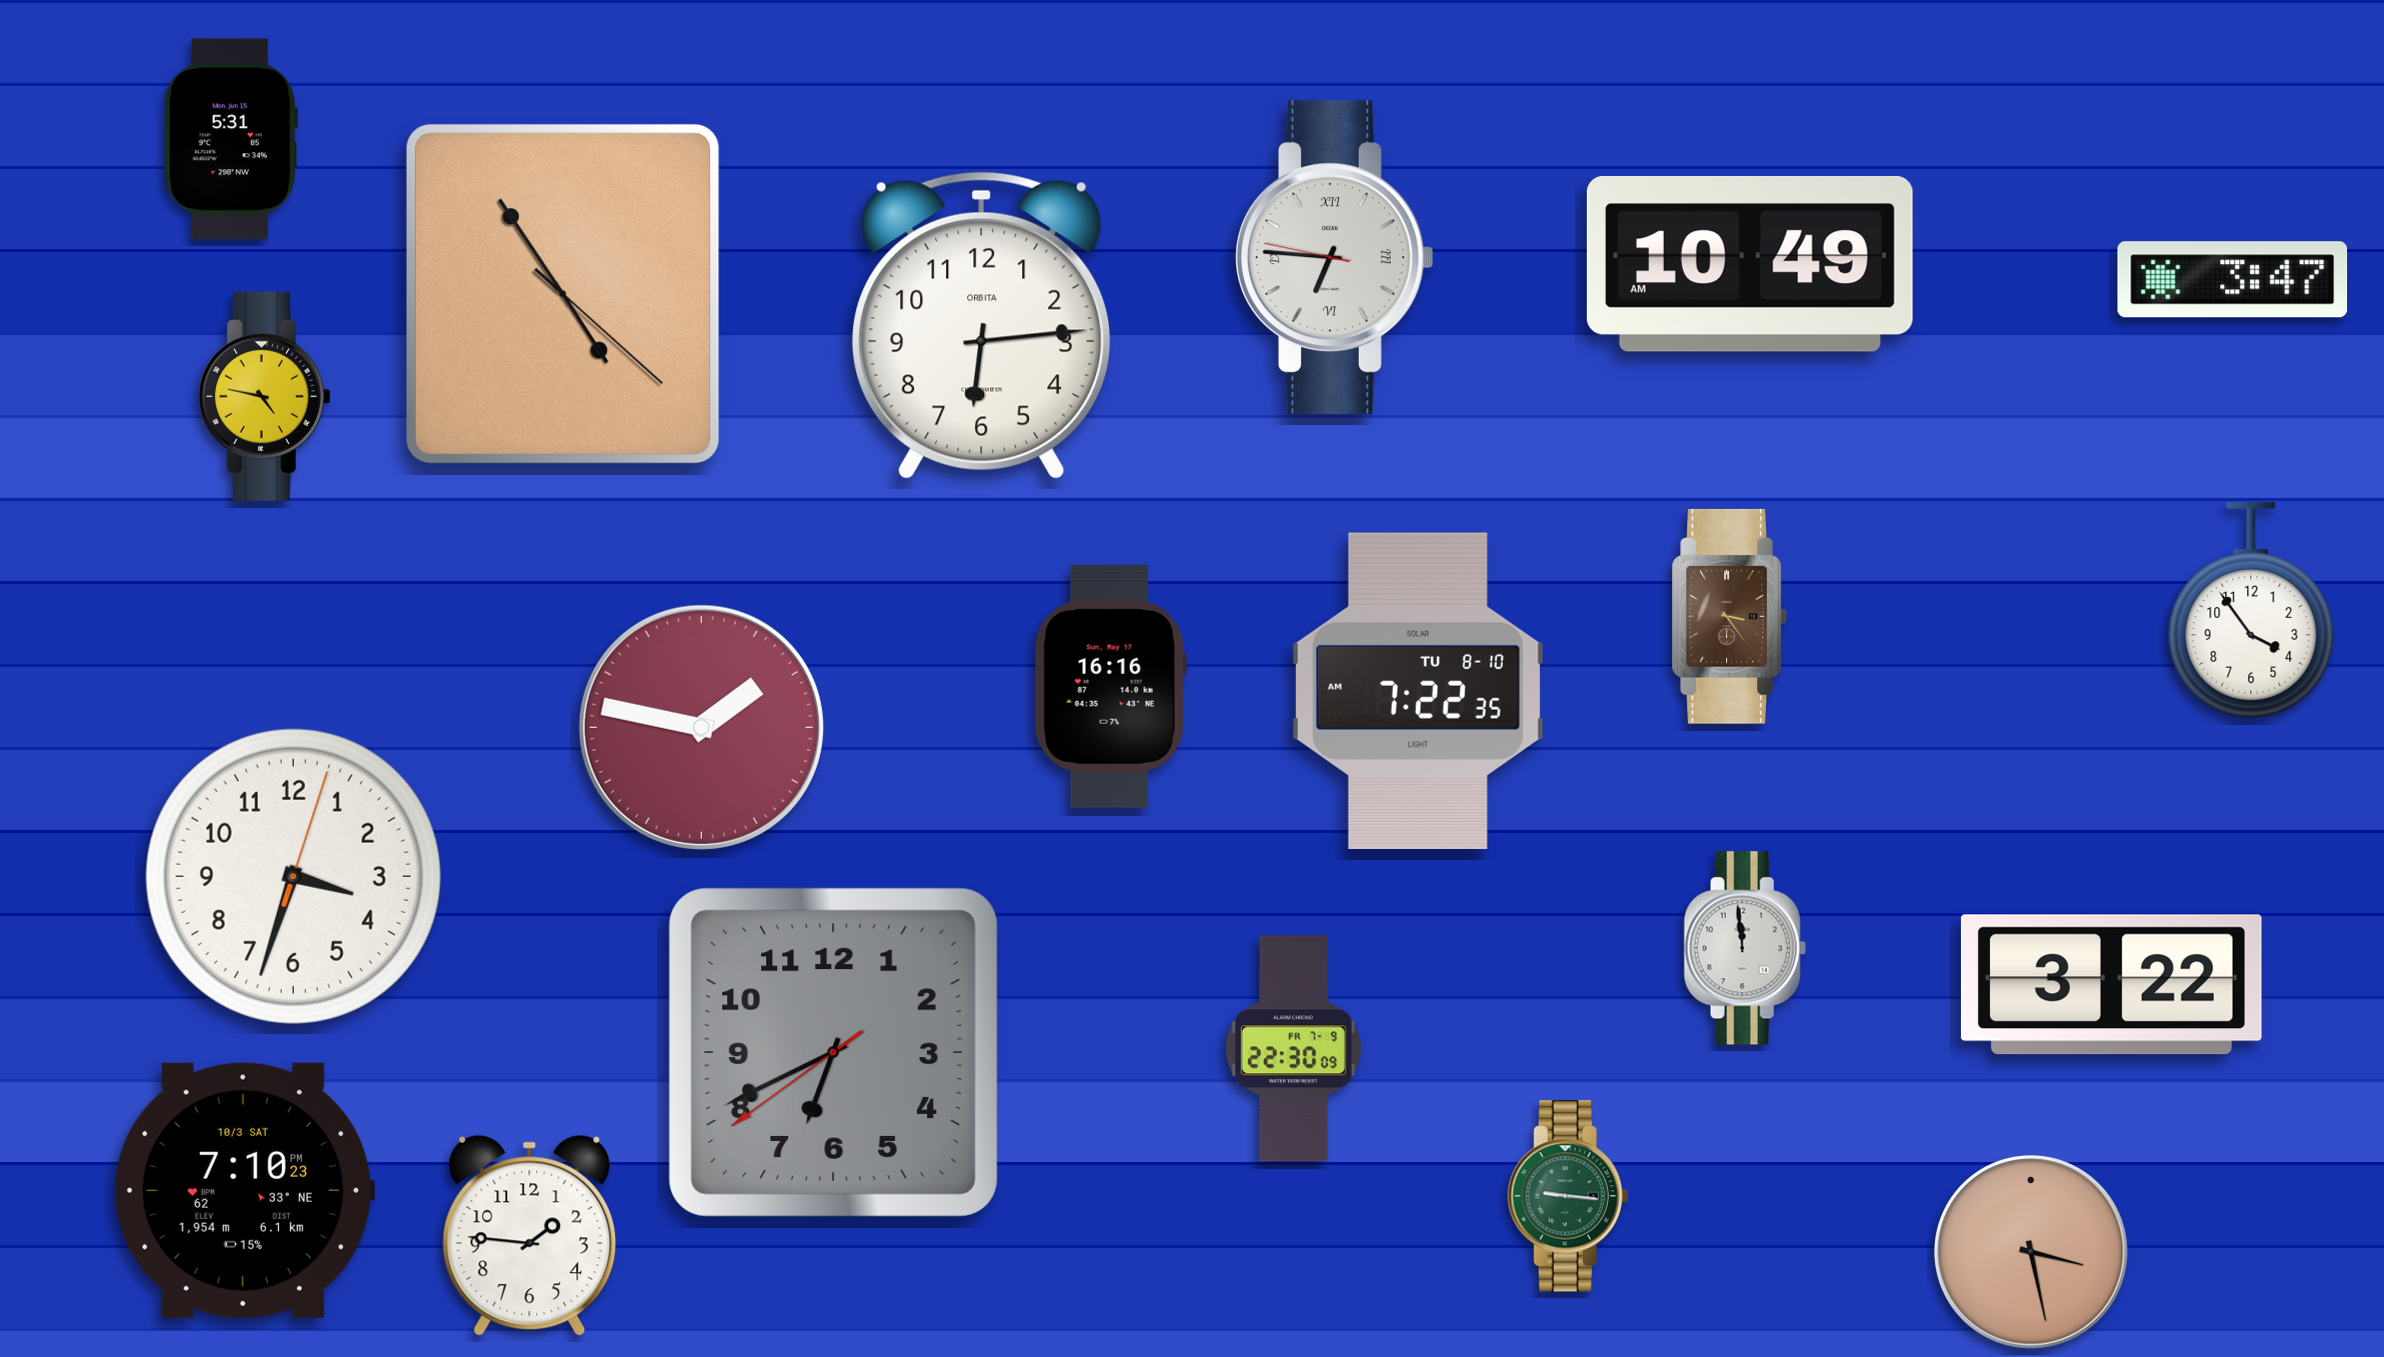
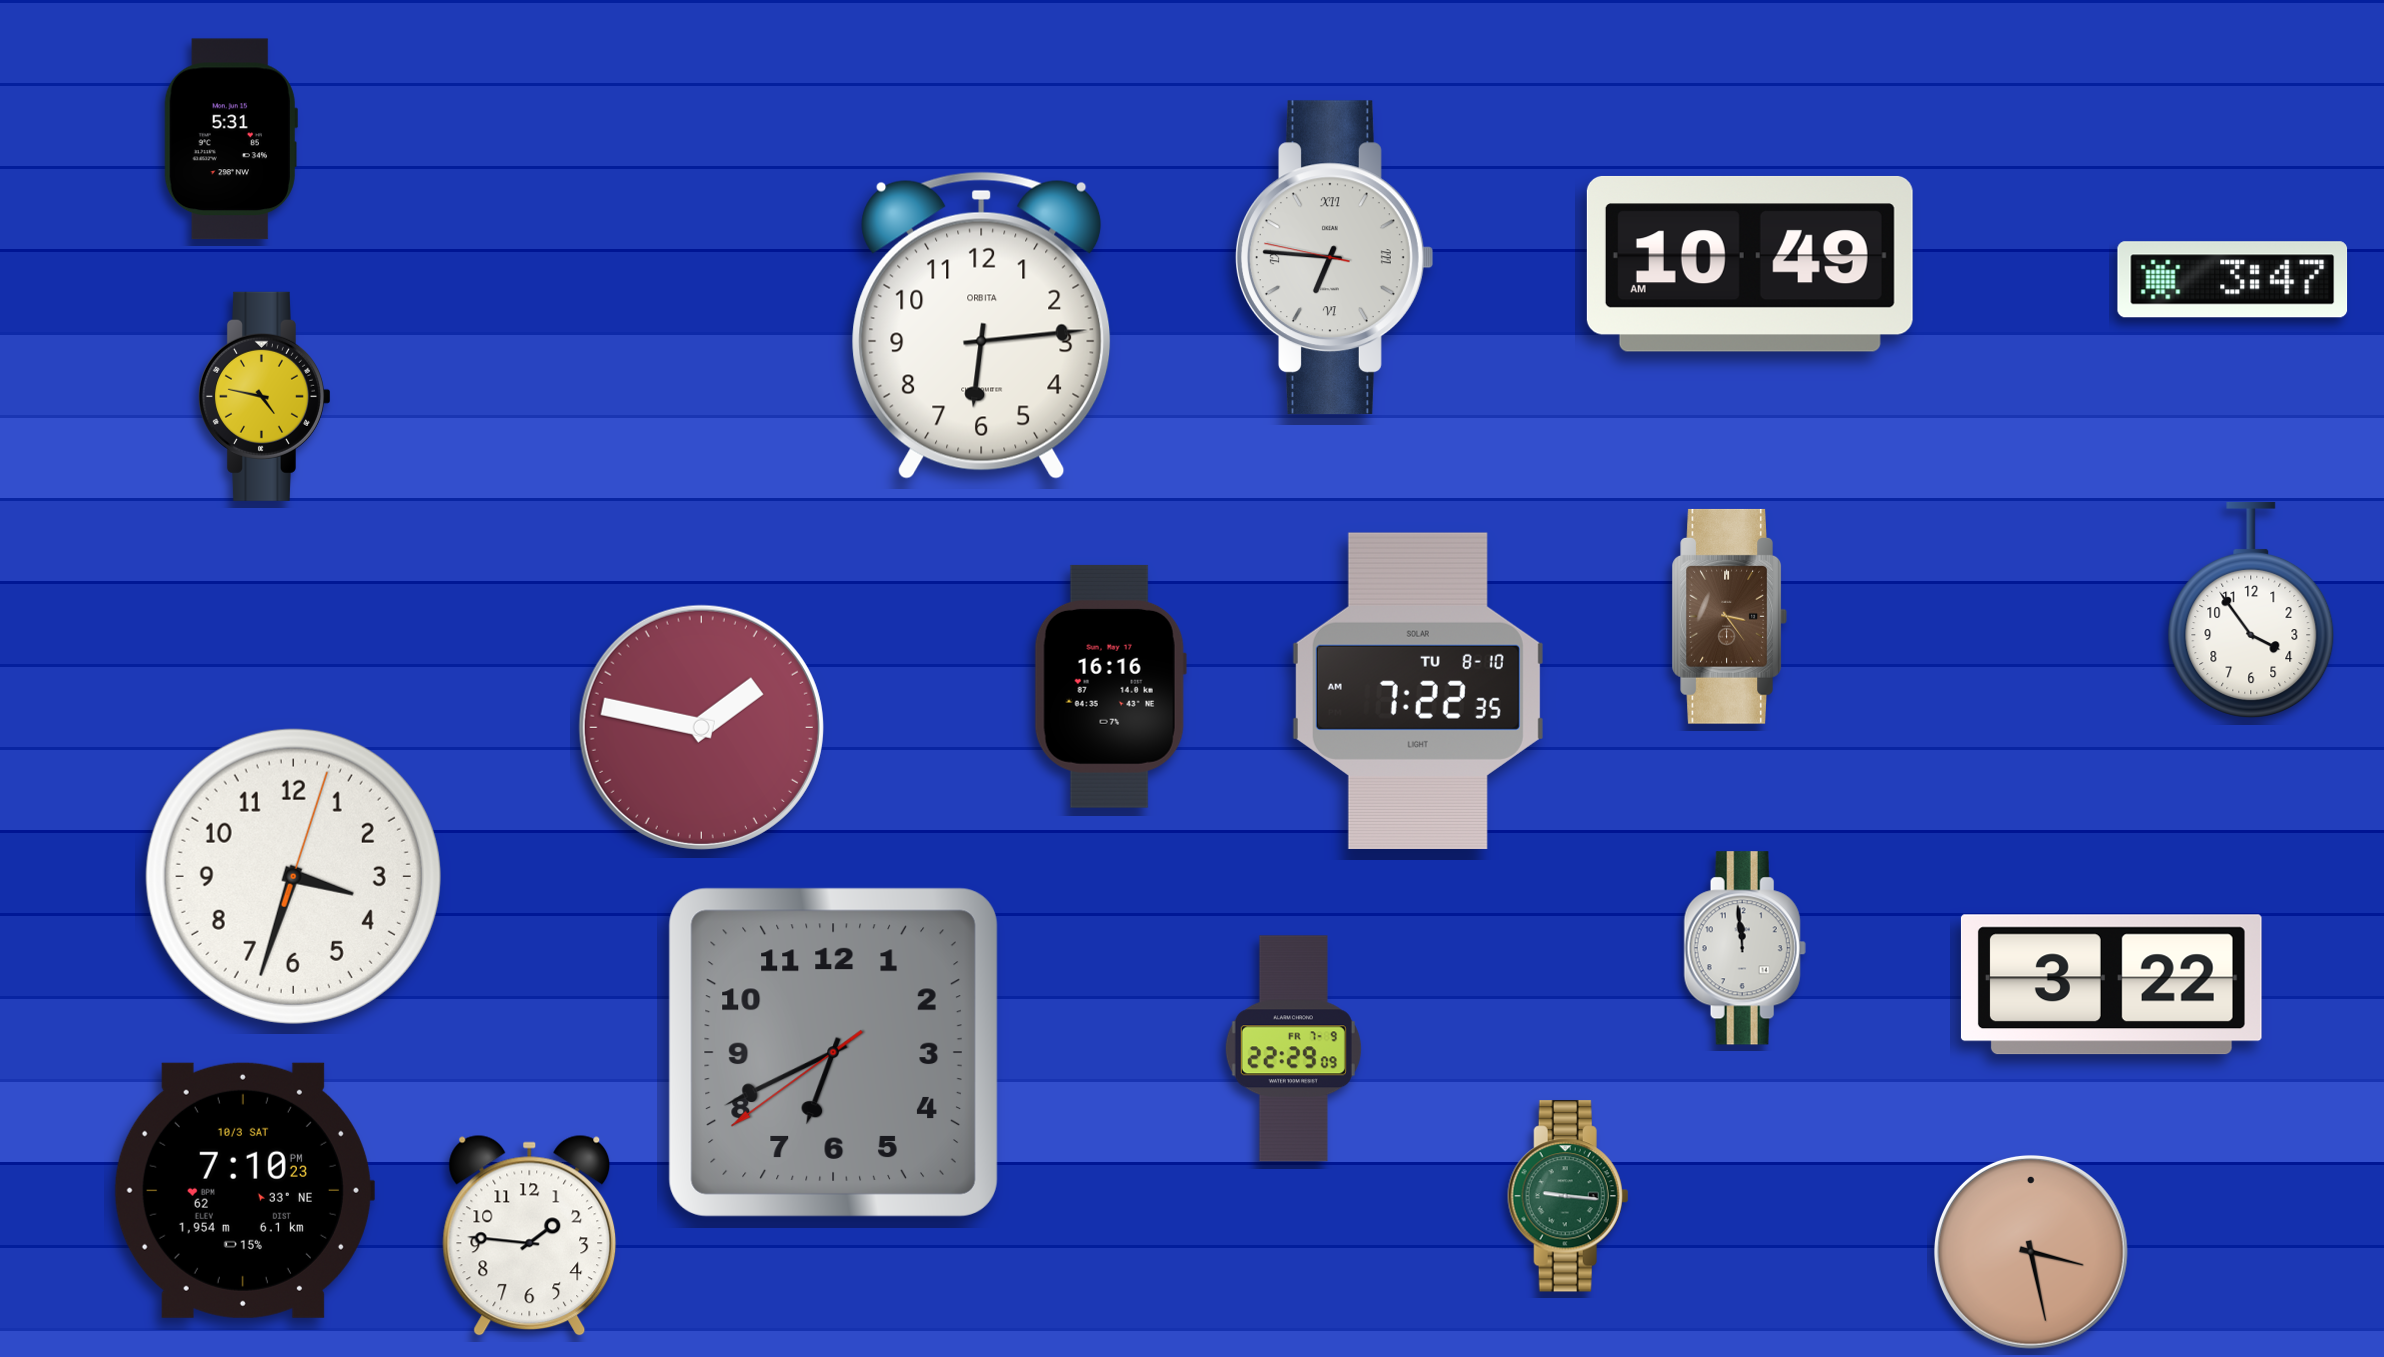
clock at (563, 294): 4:54 -> none
clock at (1293, 1049): 22:30 -> 22:29
